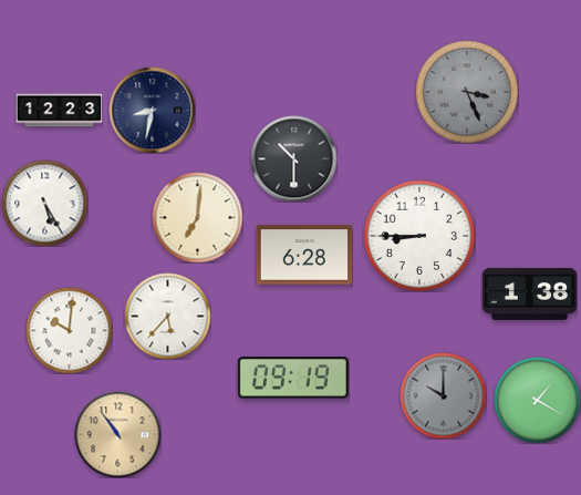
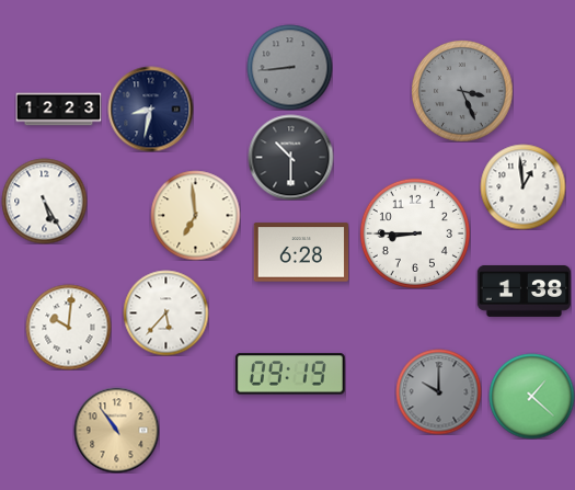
clock at (289, 67): none -> 8:44
clock at (522, 186): none -> 12:59
clock at (197, 217): 7:01 -> 6:59
clock at (537, 400): 1:20 -> 1:22
